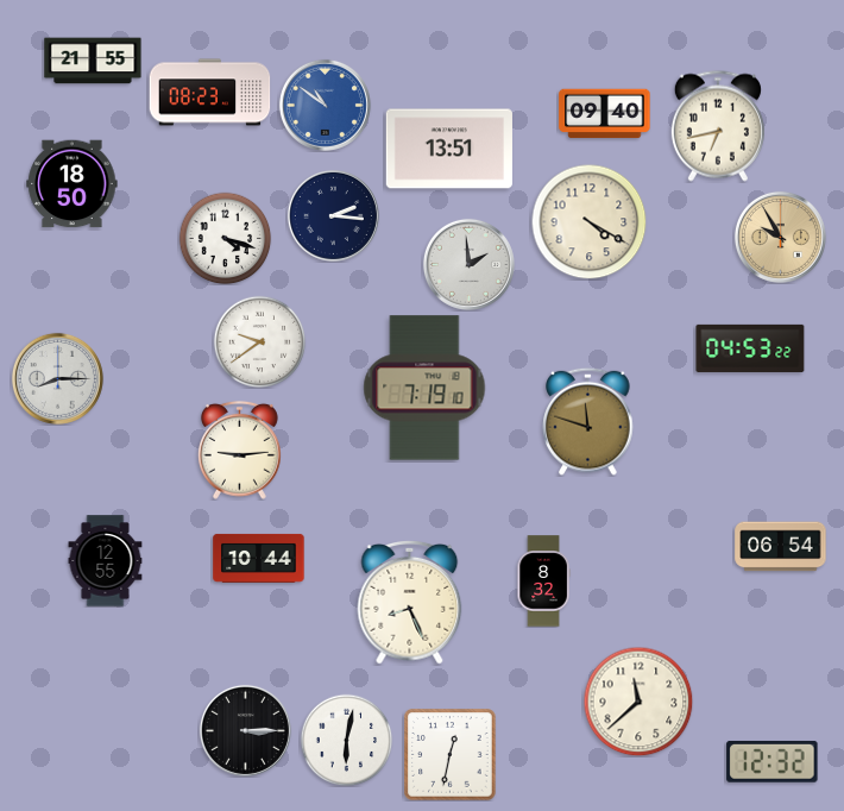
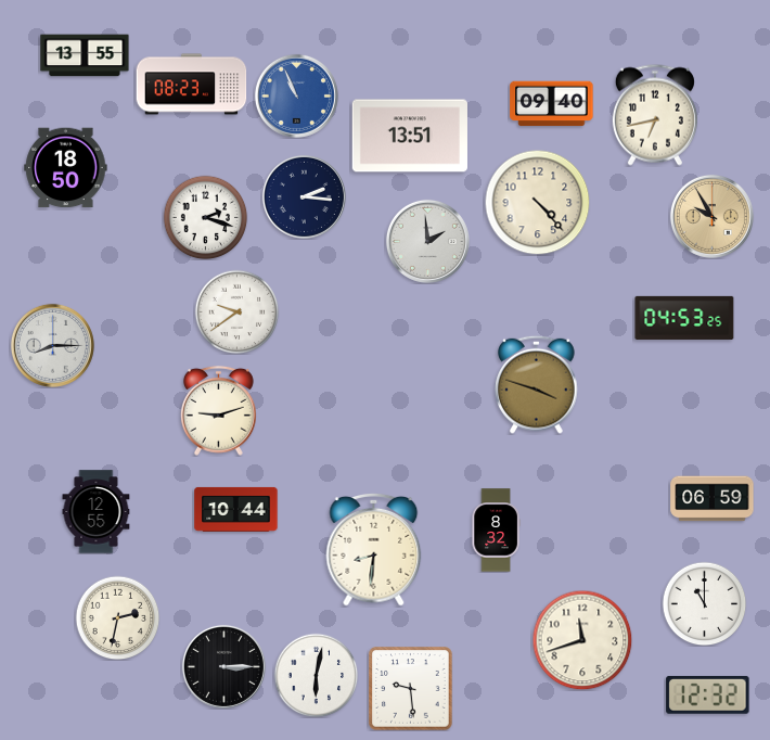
clock at (93, 61): 21:55 -> 13:55
clock at (325, 105): 10:51 -> 10:56
clock at (588, 221): 4:20 -> 4:23
clock at (225, 238): 4:18 -> 2:18
clock at (750, 348): 04:53:22 -> 04:53:25
clock at (424, 388): 7:19 -> none
clock at (588, 421): 11:48 -> 3:48
clock at (239, 449): 9:14 -> 9:12
clock at (781, 547): 06:54 -> 06:59
clock at (410, 602): 8:26 -> 8:31
clock at (704, 603): none -> 11:00
clock at (117, 617): none -> 2:32
clock at (638, 702): 11:38 -> 11:42
clock at (451, 755): 12:32 -> 9:29
clock at (773, 761) position: (773, 761) -> (708, 694)
